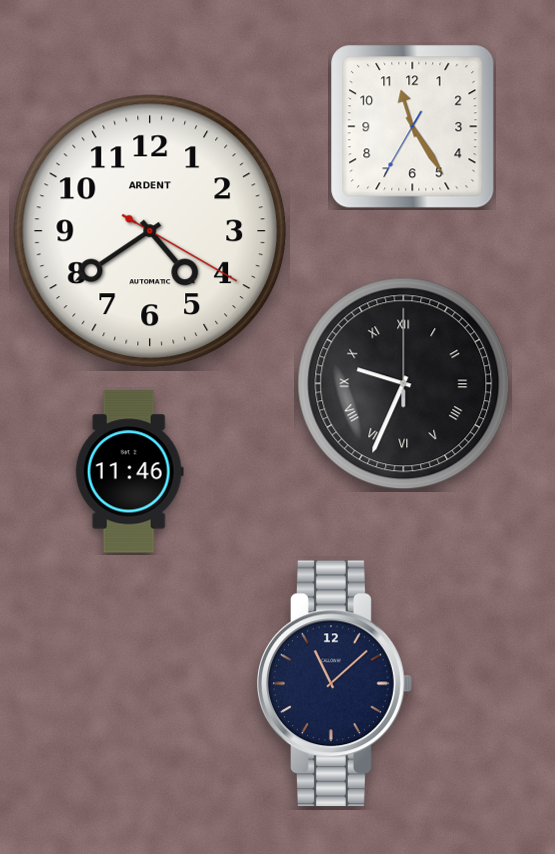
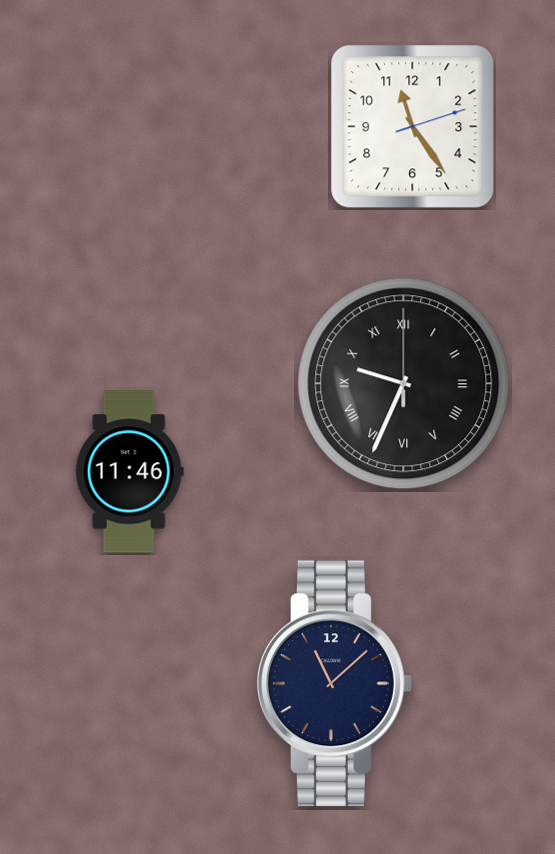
clock at (413, 127): 11:24:35 -> 11:24:12
clock at (150, 231): 4:39 -> none
